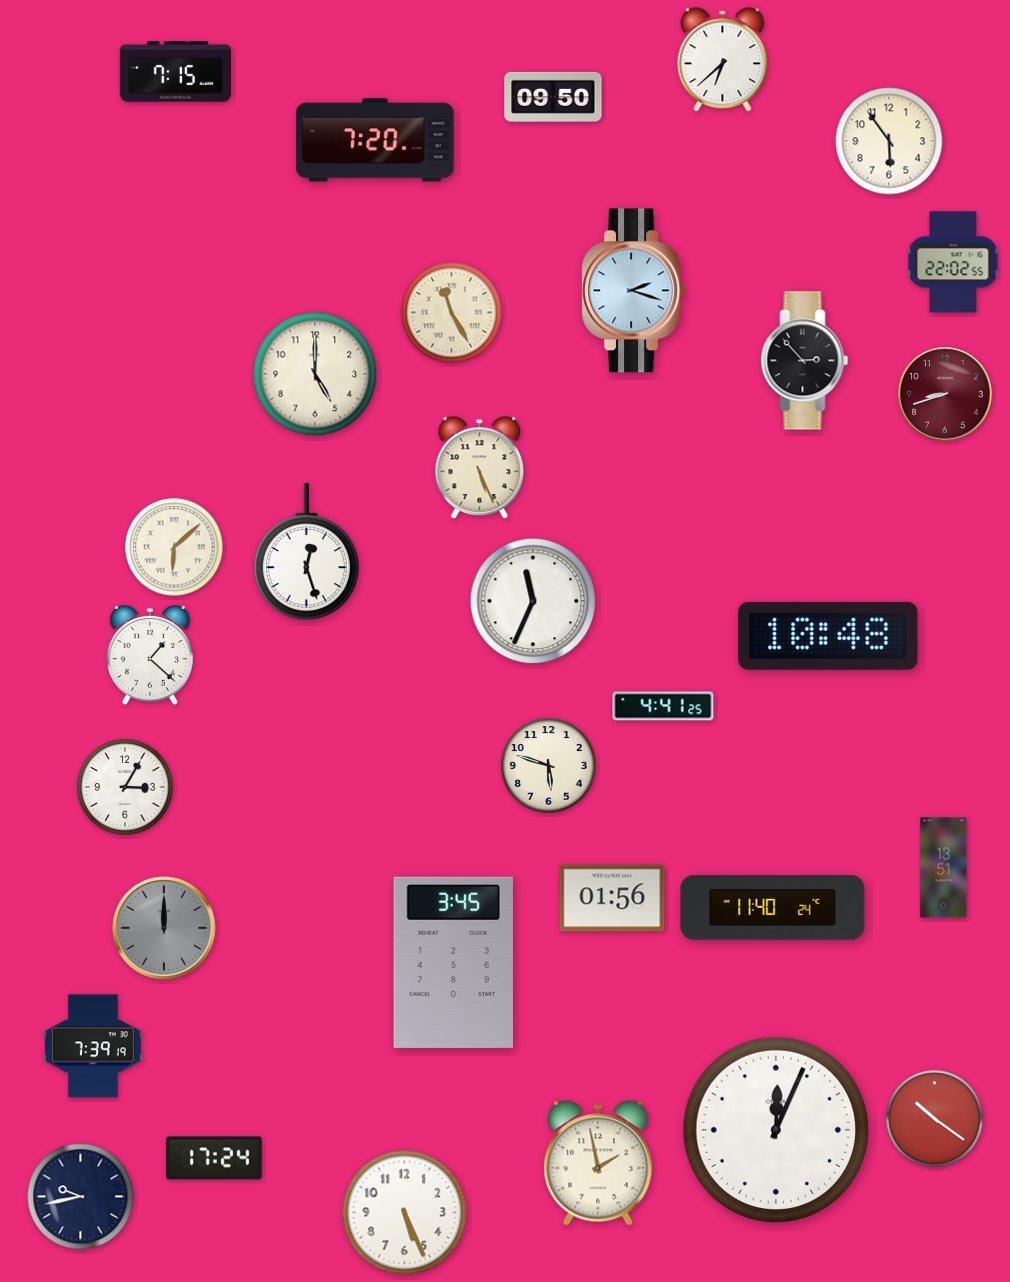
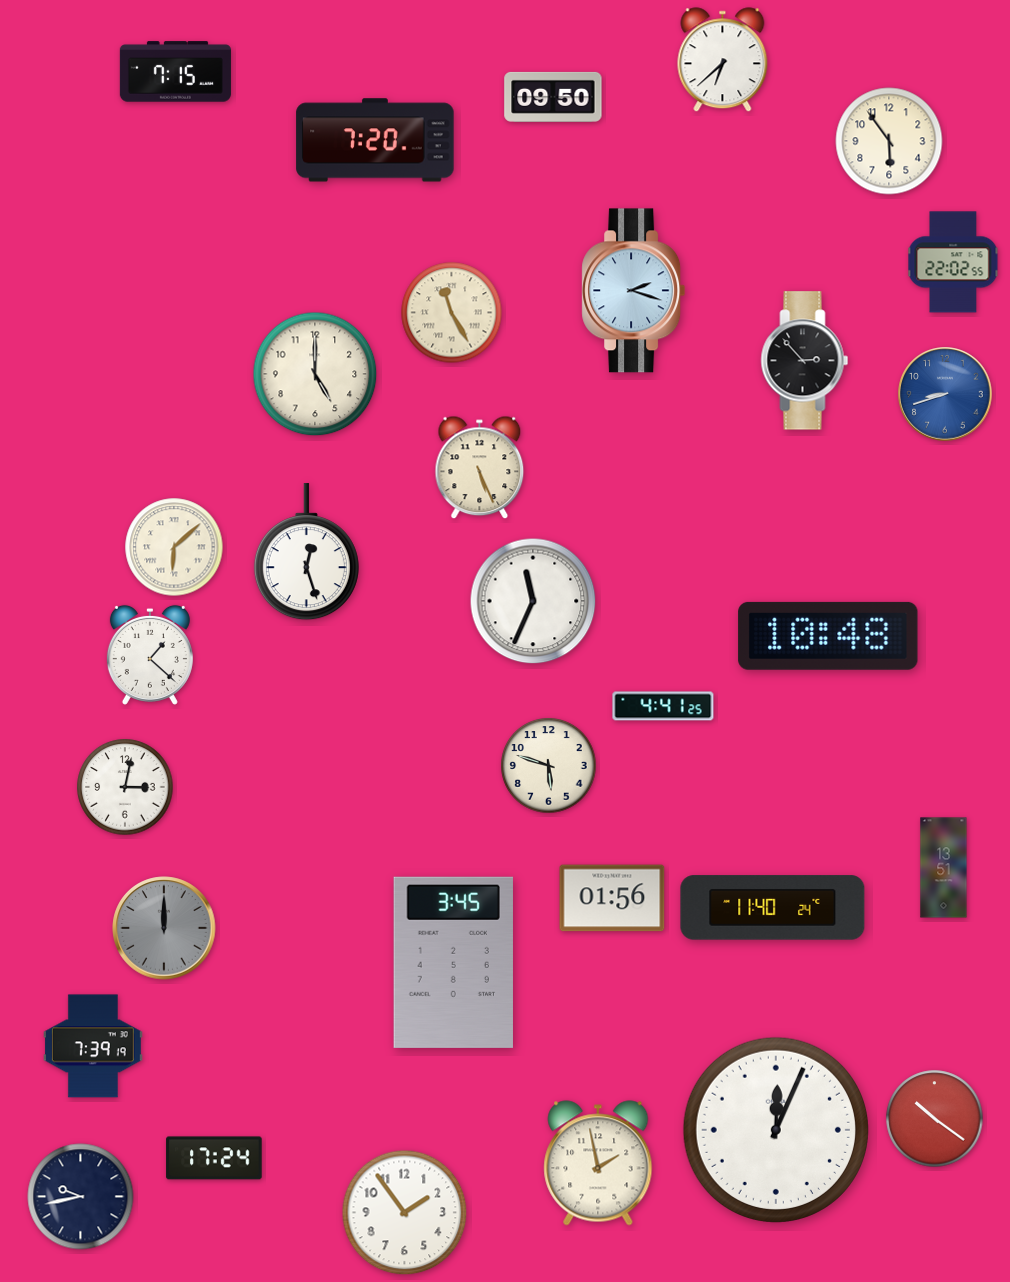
clock at (945, 394) dial: burgundy -> blue
clock at (125, 787): 3:05 -> 3:02
clock at (405, 1213): 5:26 -> 1:54
